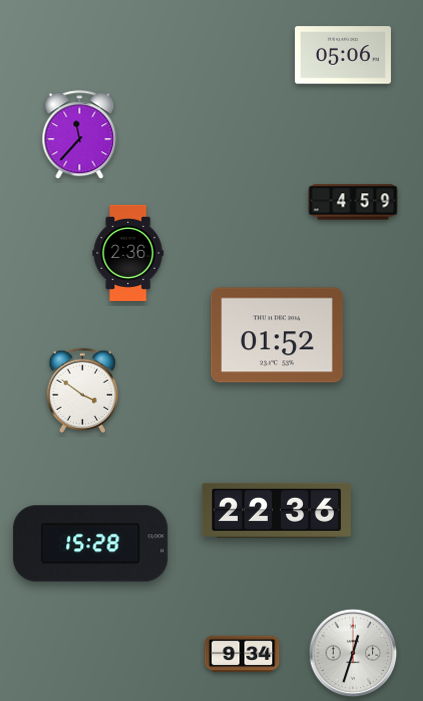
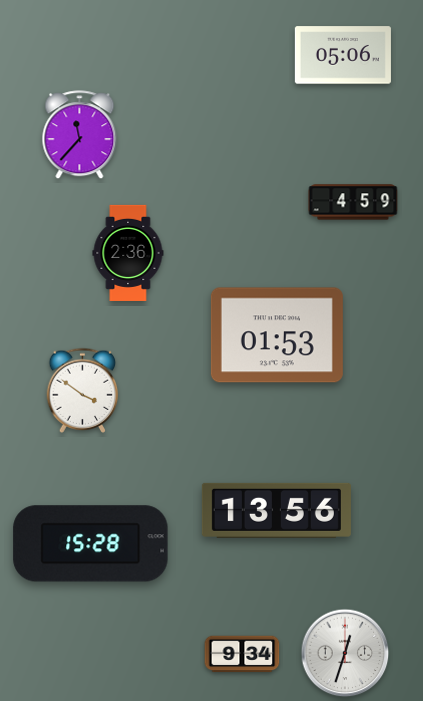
clock at (277, 335): 01:52 -> 01:53
clock at (276, 510): 22:36 -> 13:56
clock at (353, 653) position: (353, 653) -> (345, 653)
